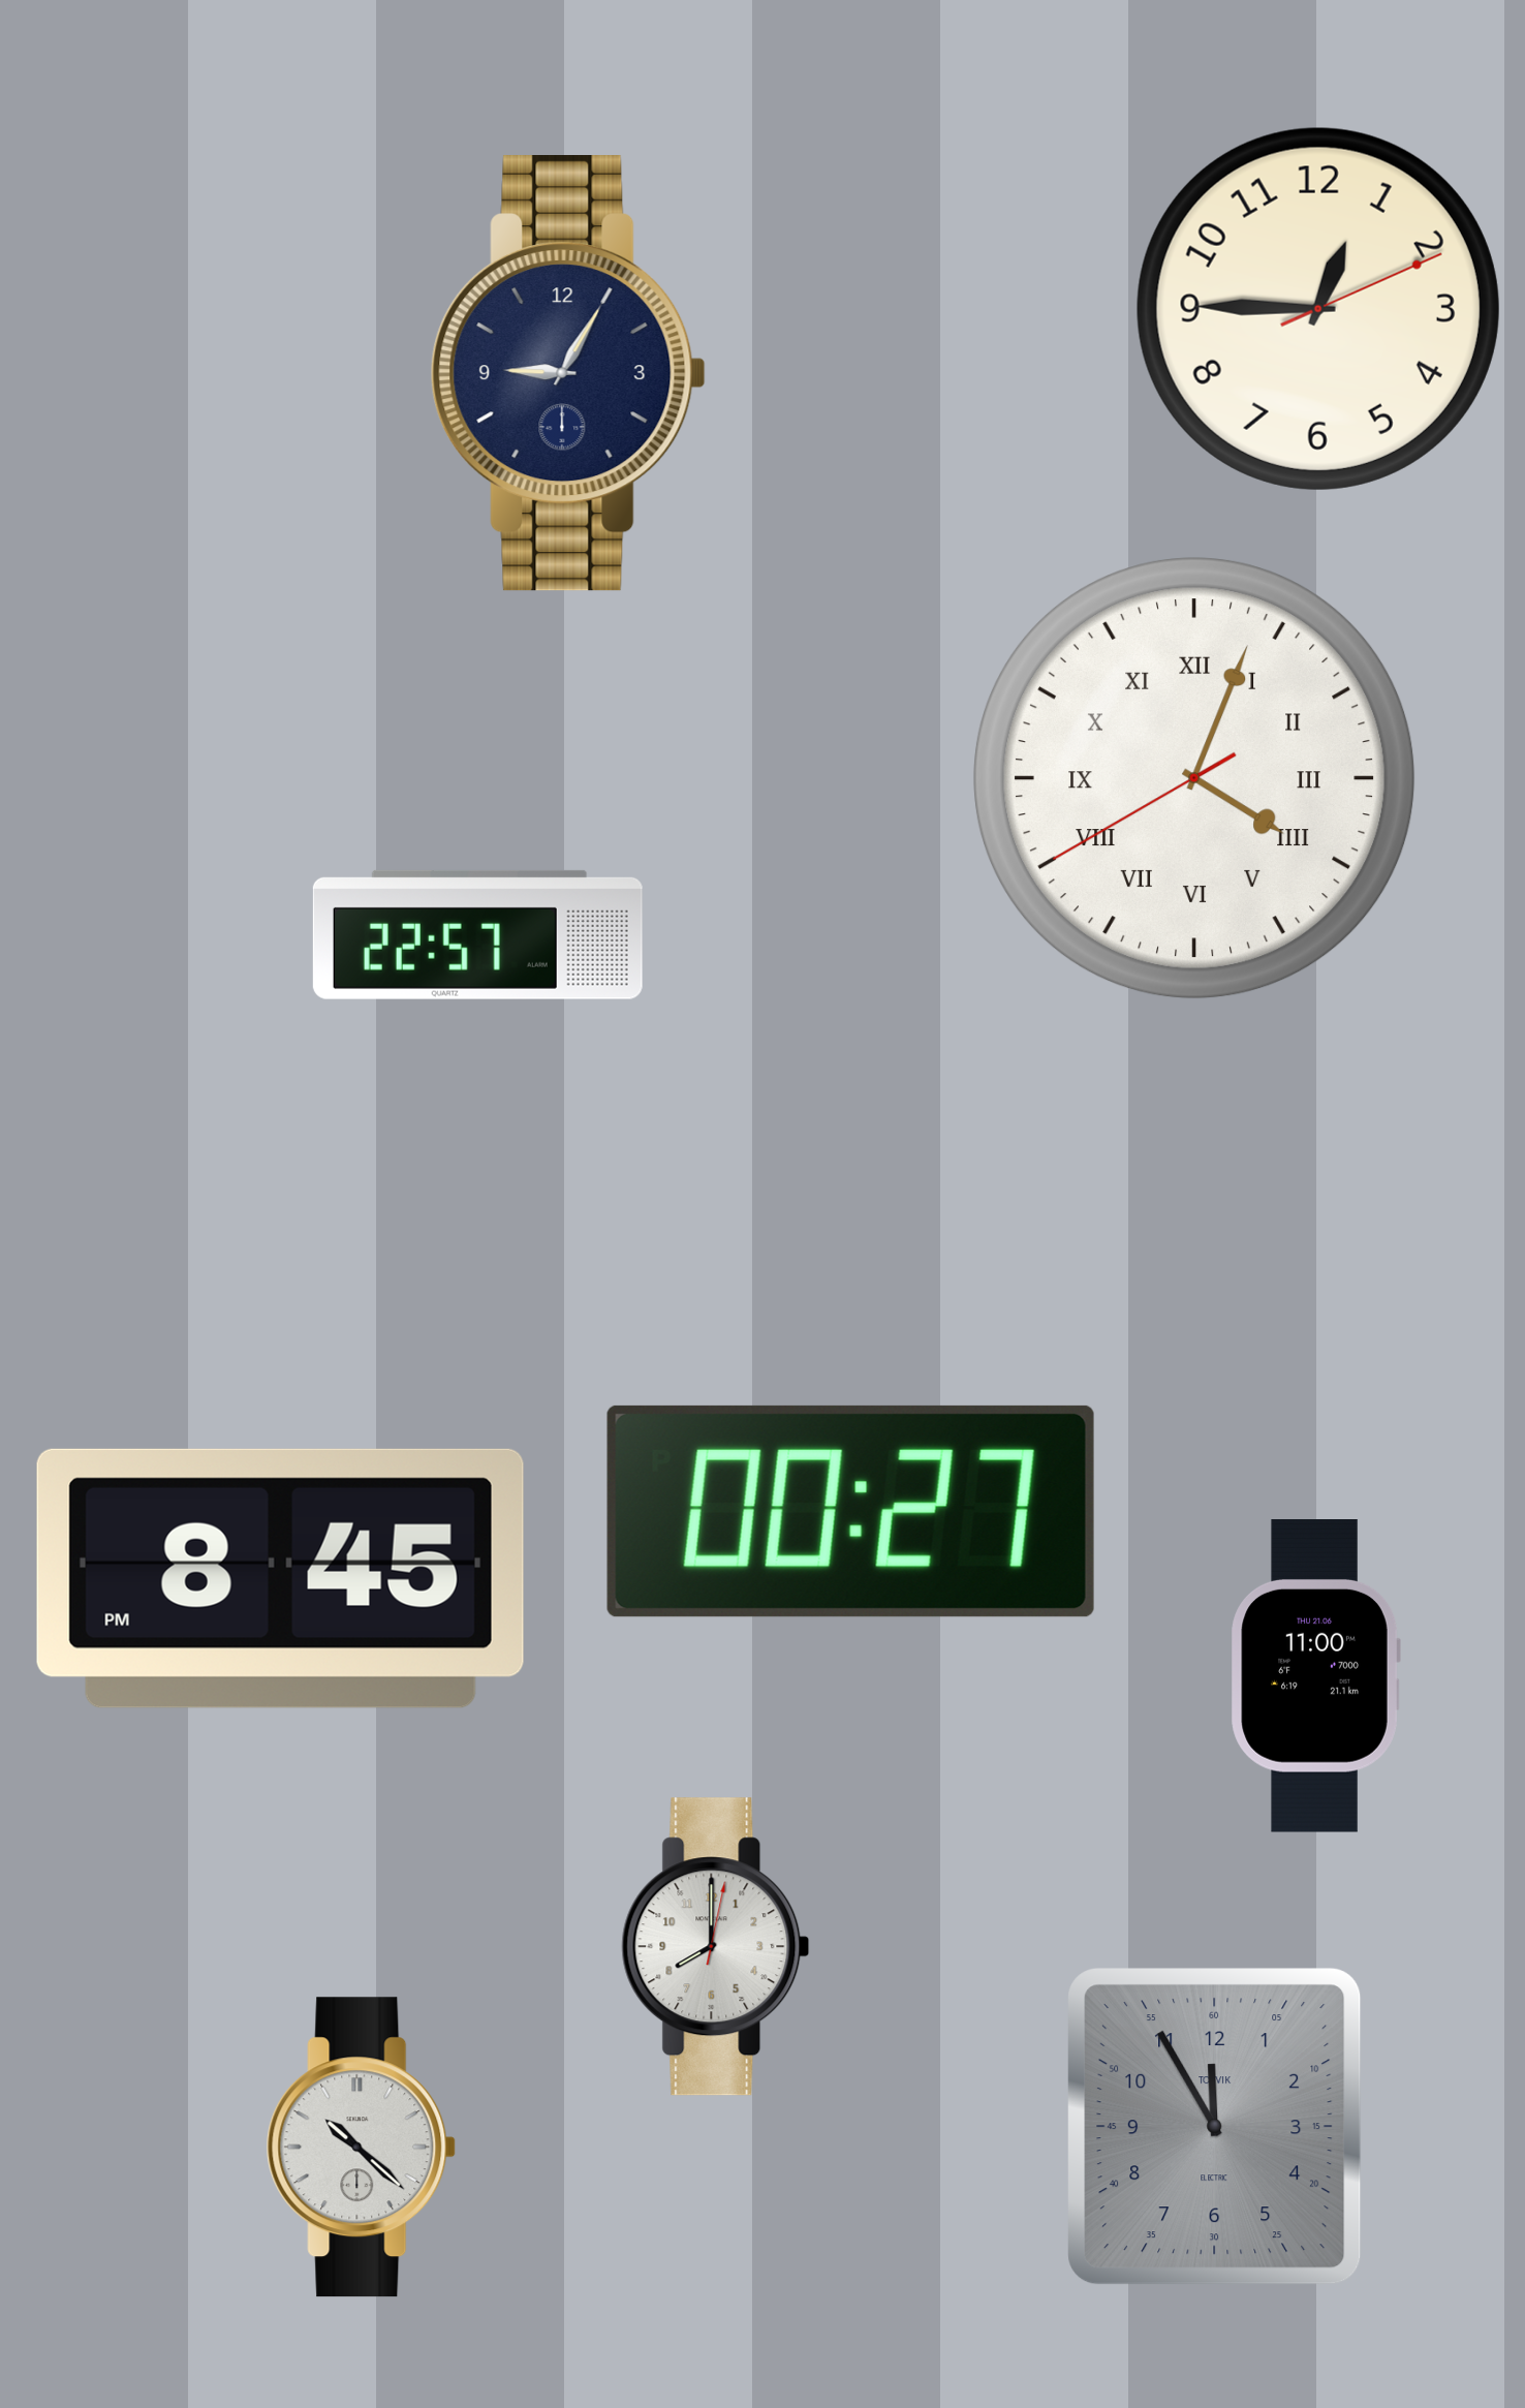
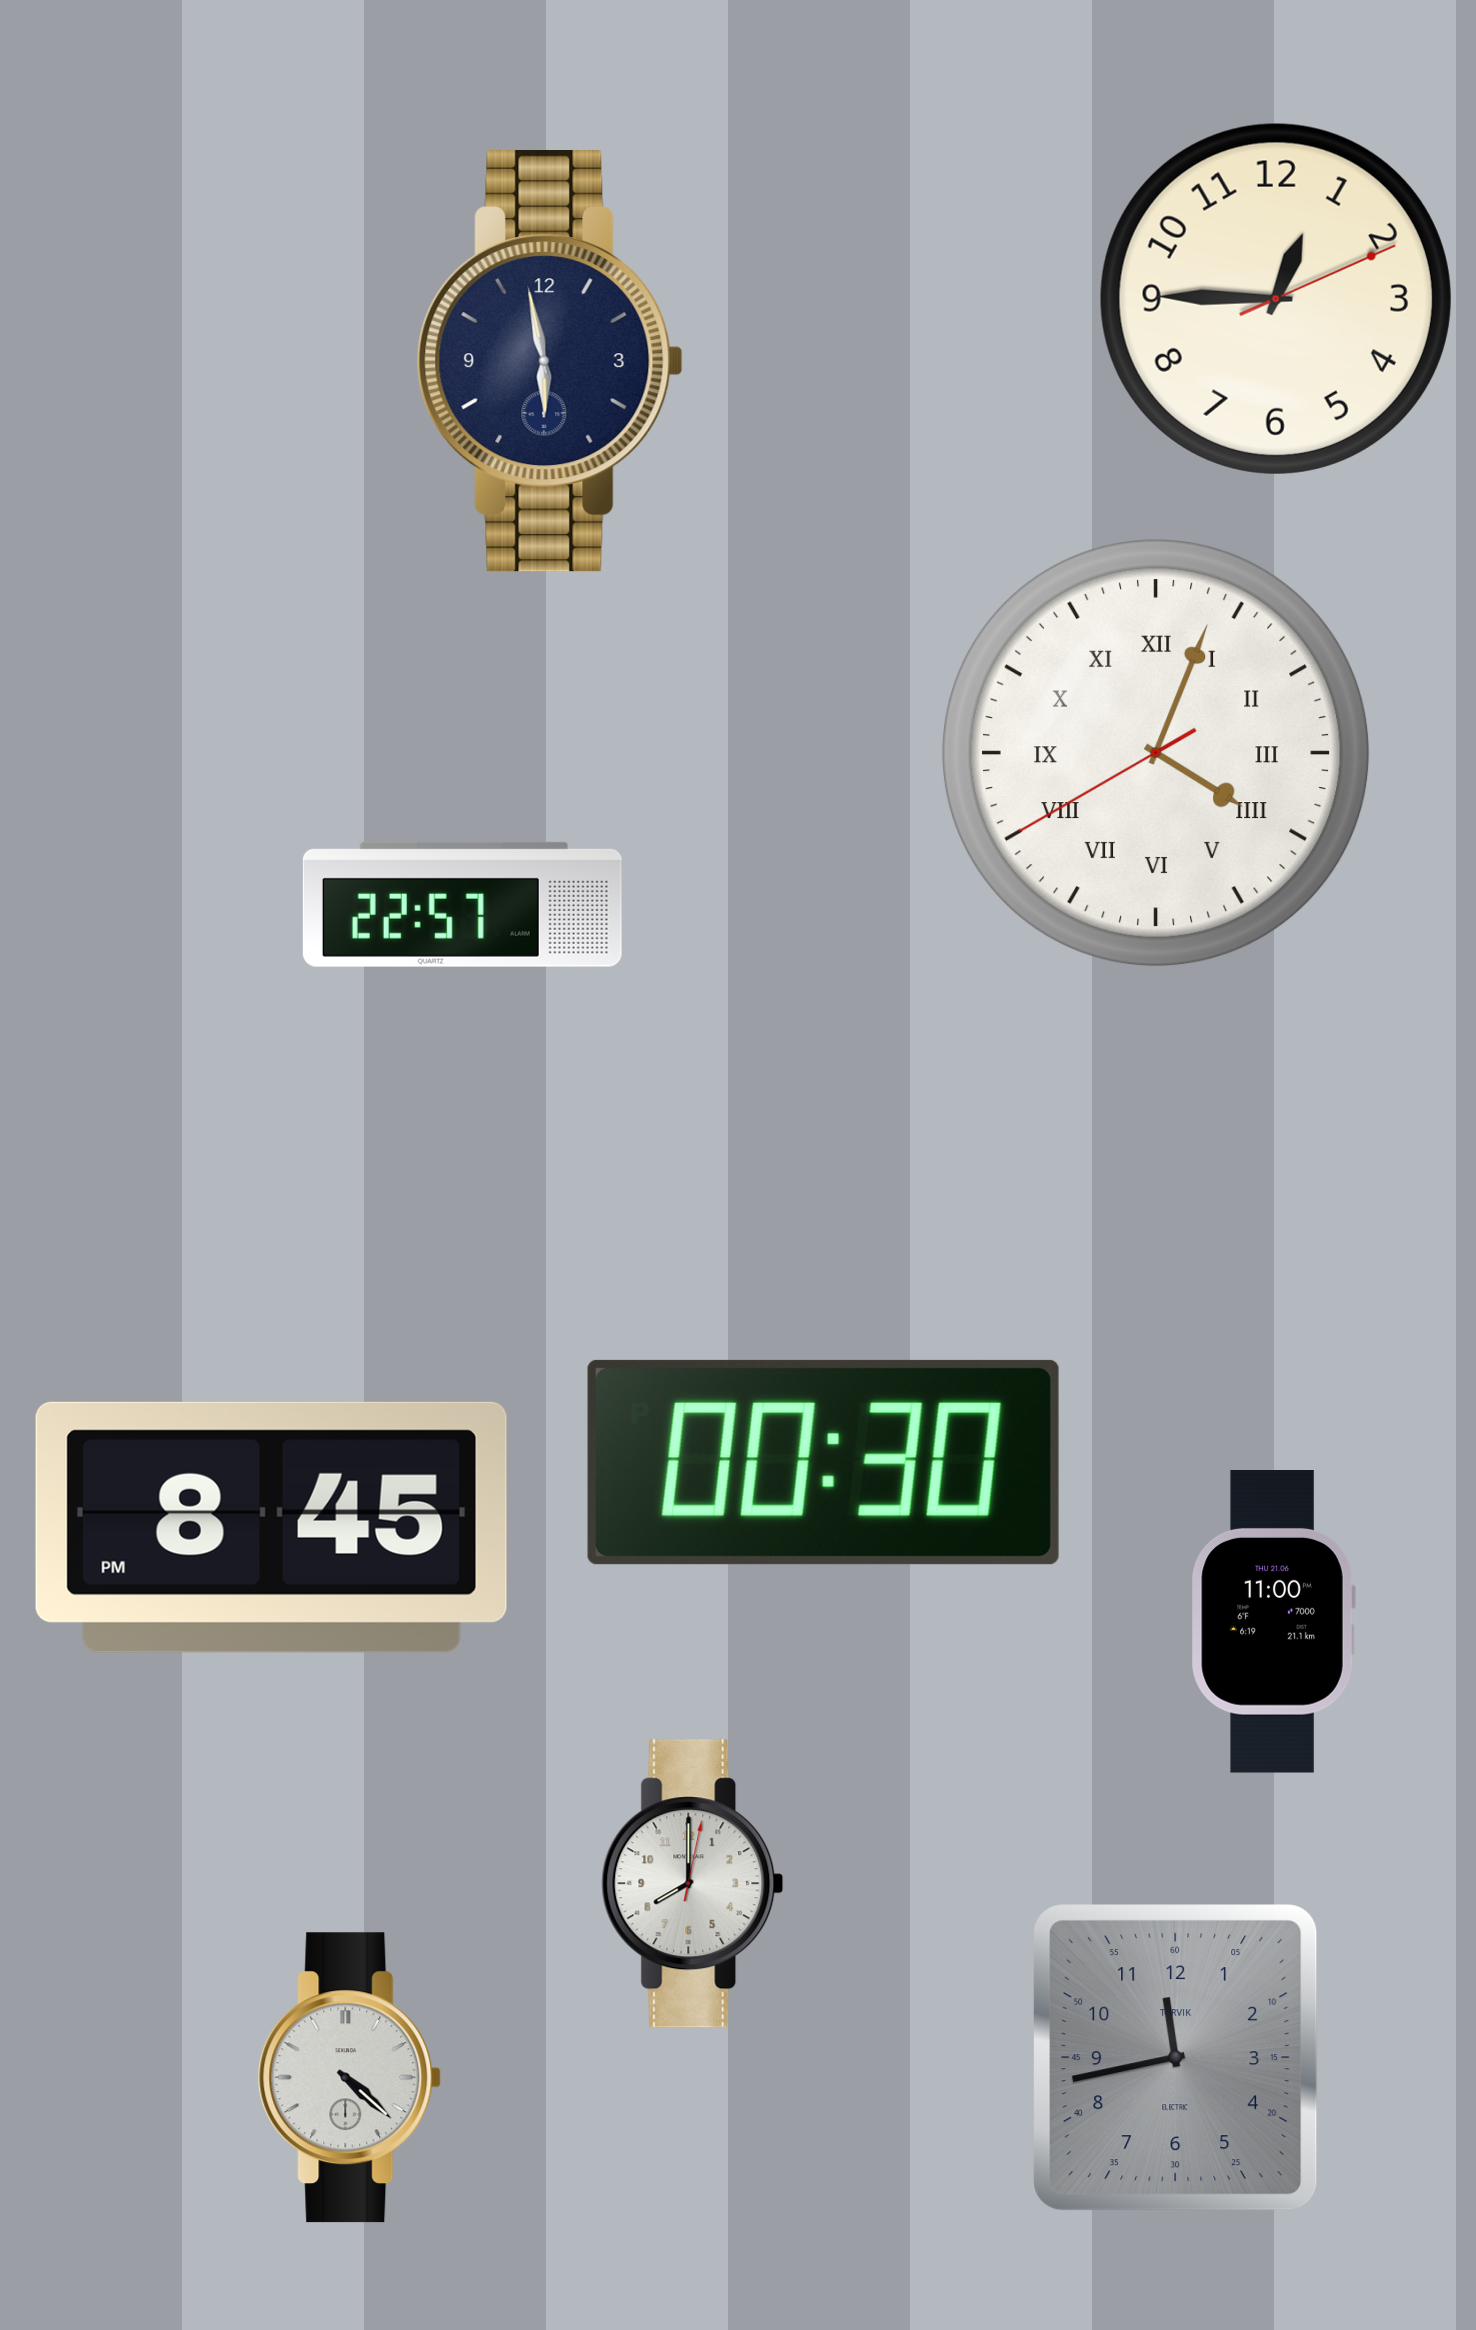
clock at (568, 374): 9:05 -> 5:58
clock at (850, 1511): 00:27 -> 00:30
clock at (1215, 2127): 11:55 -> 11:43
clock at (362, 2148): 10:22 -> 4:22
